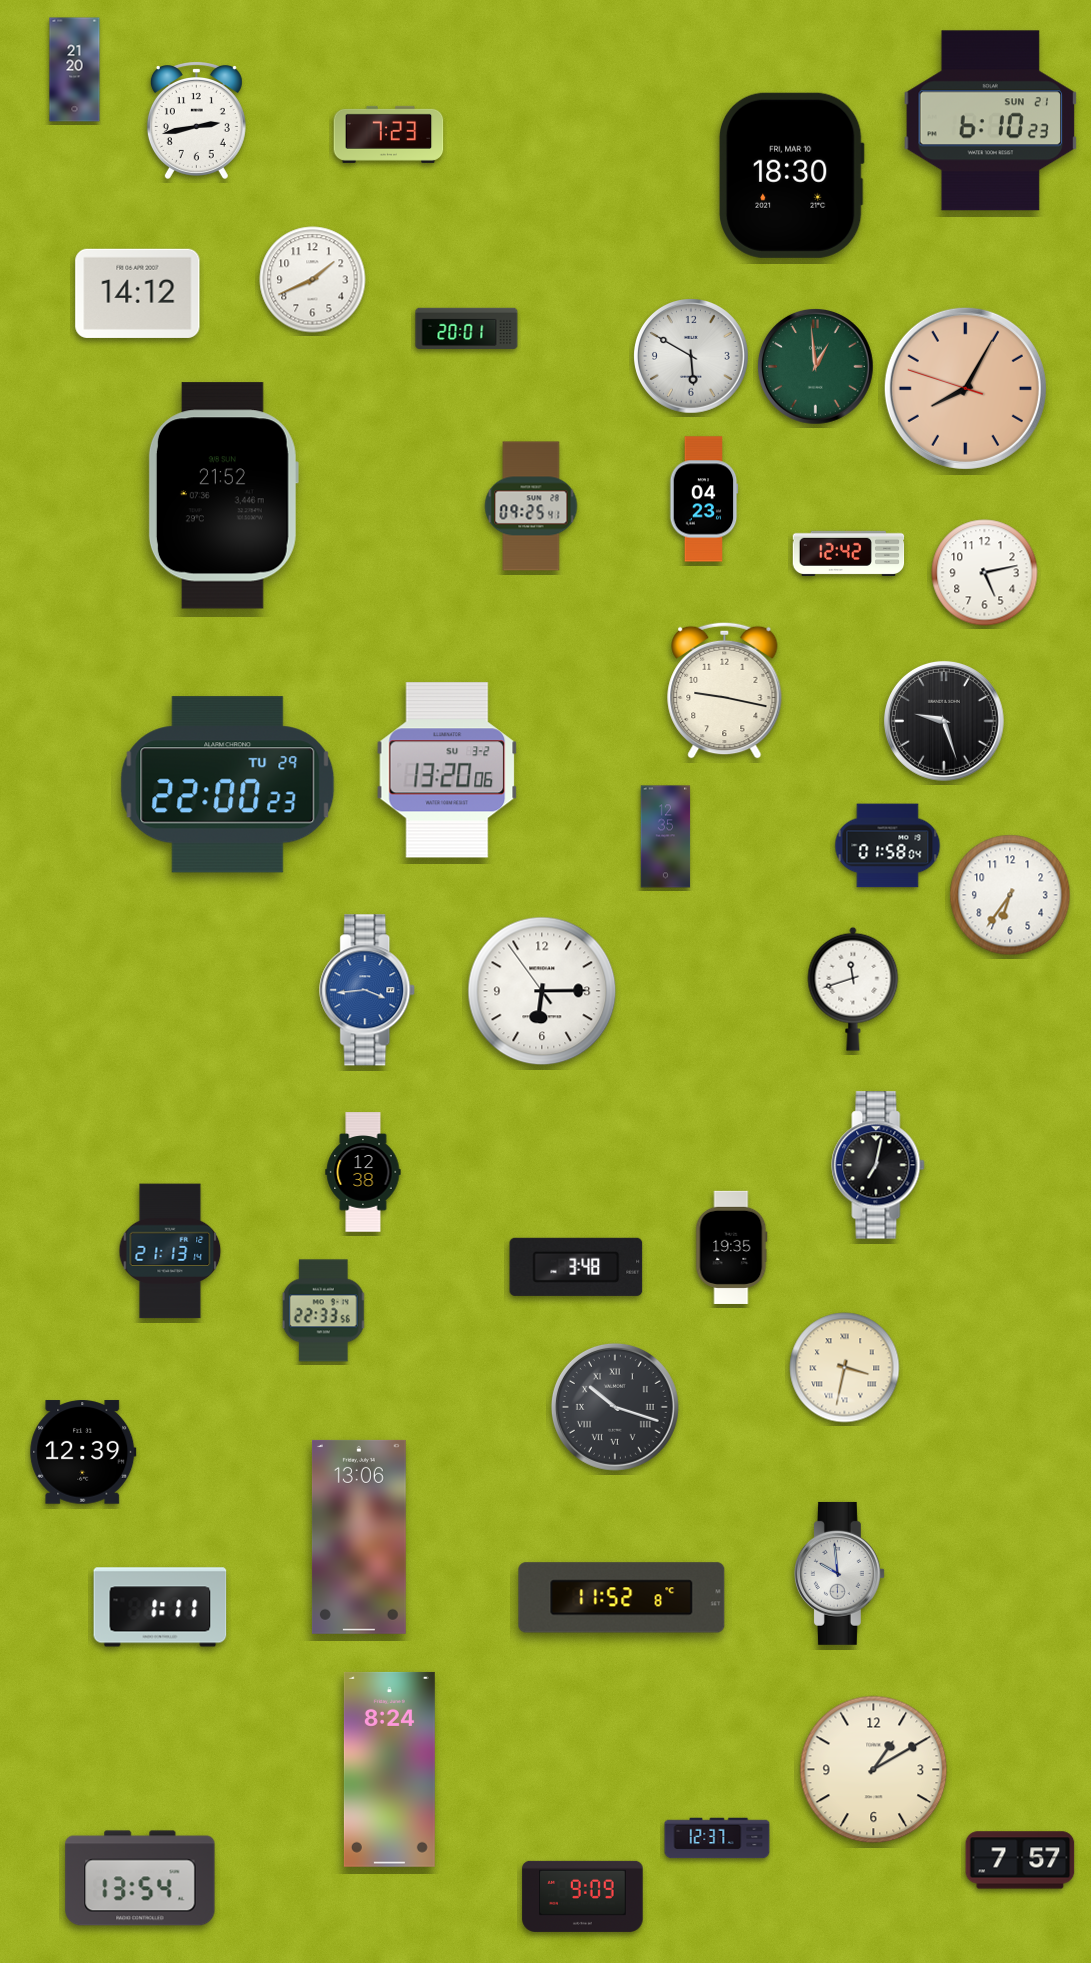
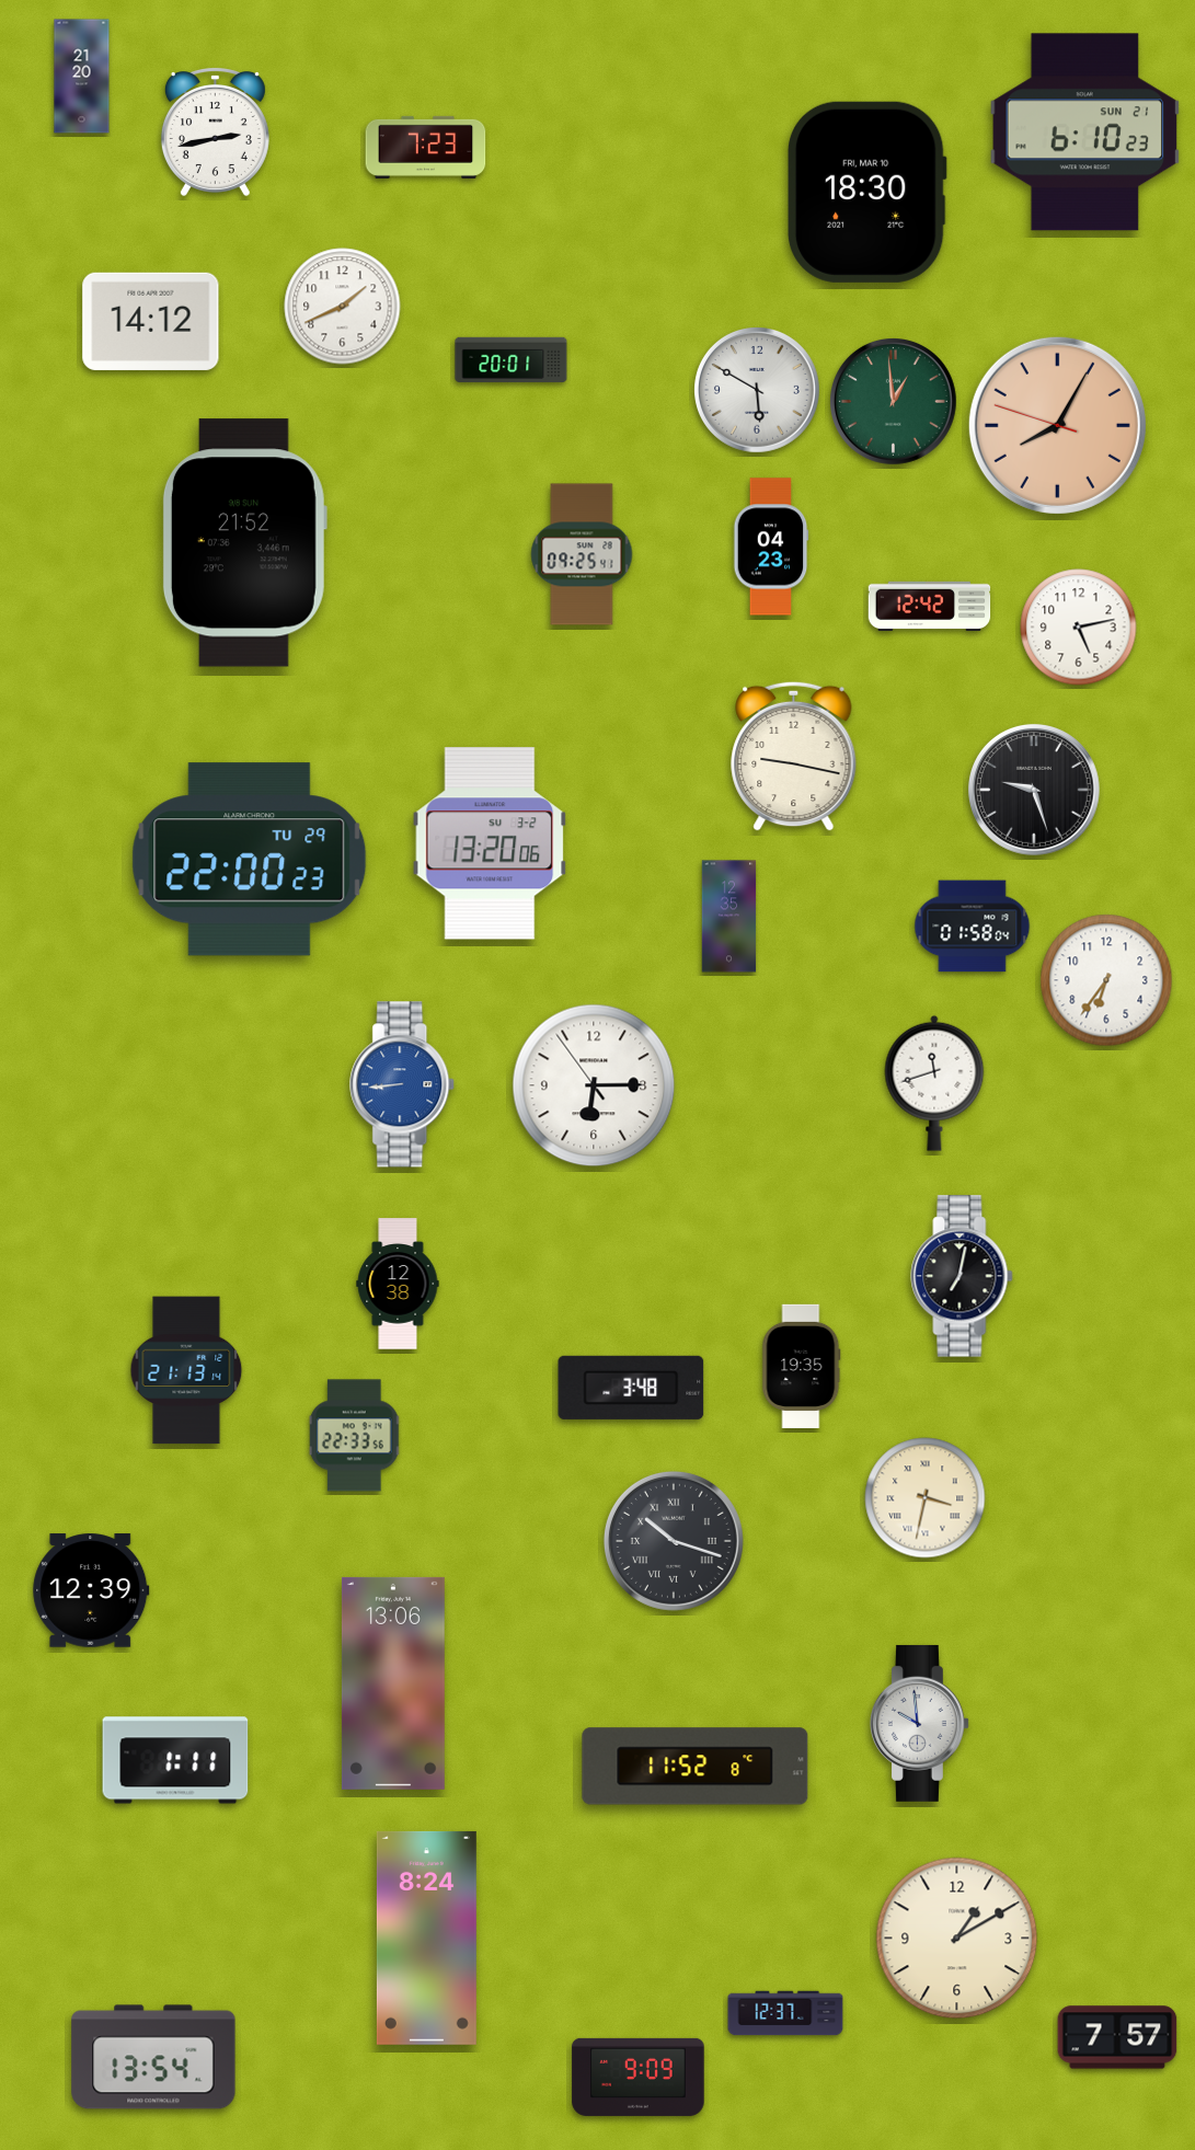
clock at (368, 990): 3:44 -> 8:44
clock at (622, 1598) position: (622, 1598) -> (696, 1767)
